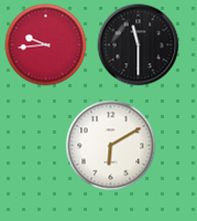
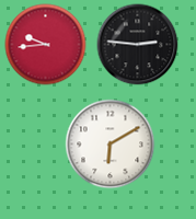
clock at (139, 45): 11:30 -> 2:46
